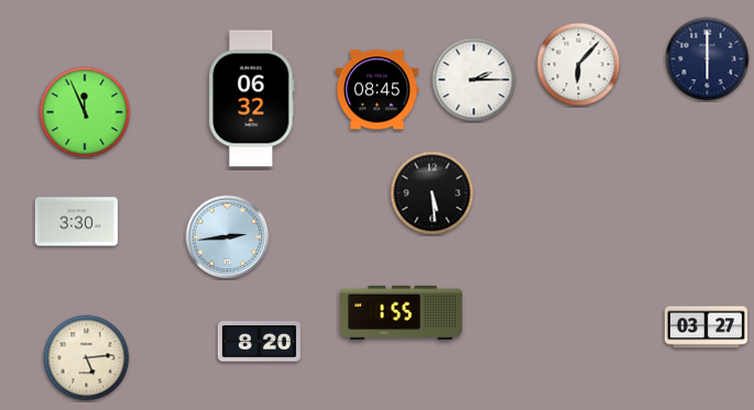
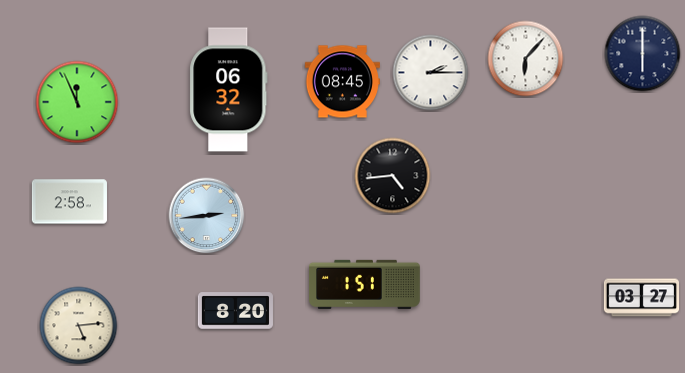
clock at (433, 193): 5:29 -> 4:44
clock at (76, 222): 3:30 -> 2:58
clock at (402, 312): 1:55 -> 1:51
